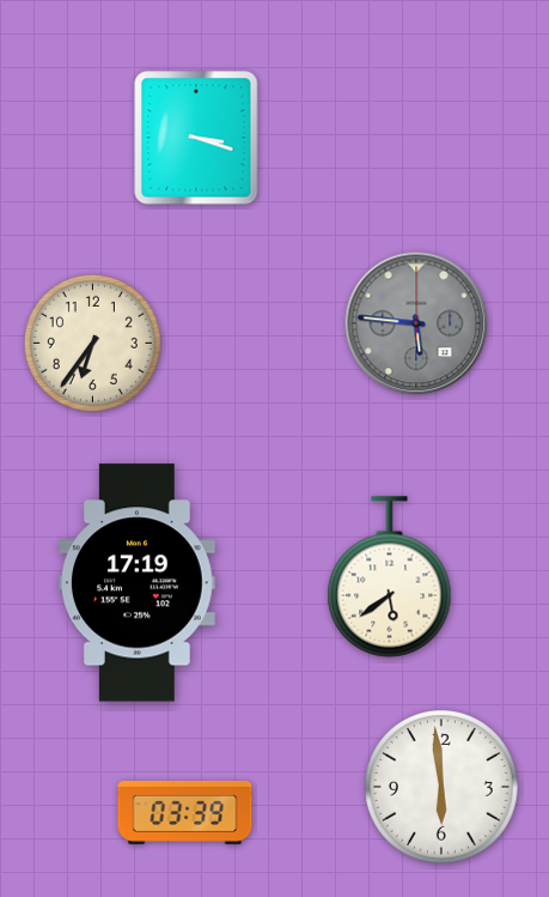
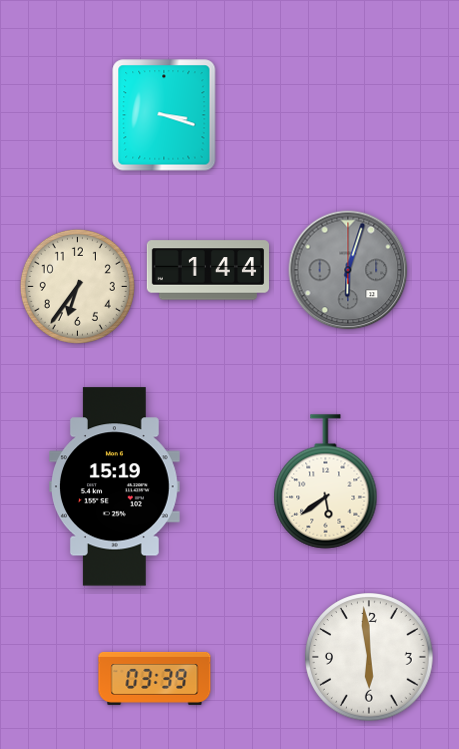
clock at (207, 270): none -> 1:44
clock at (416, 323): 5:46 -> 6:03
clock at (138, 583): 17:19 -> 15:19
